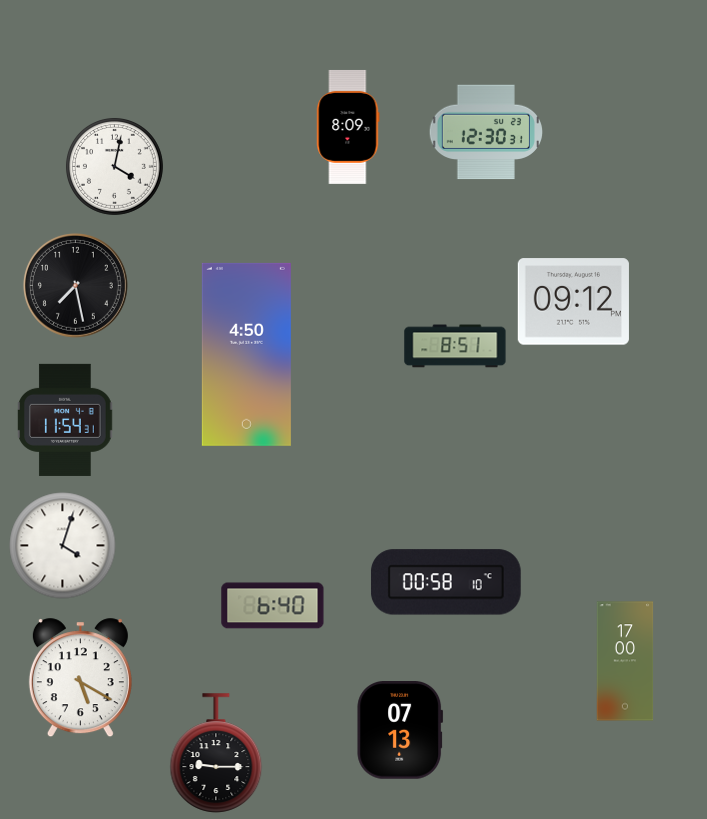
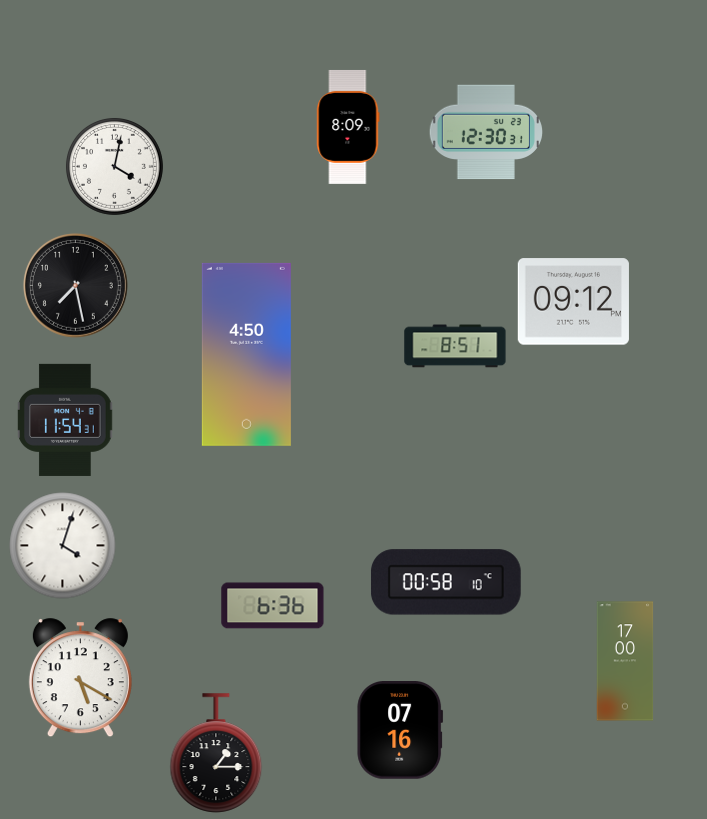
clock at (273, 606): 6:40 -> 6:36
clock at (400, 731): 07:13 -> 07:16
clock at (216, 753): 9:15 -> 1:15
